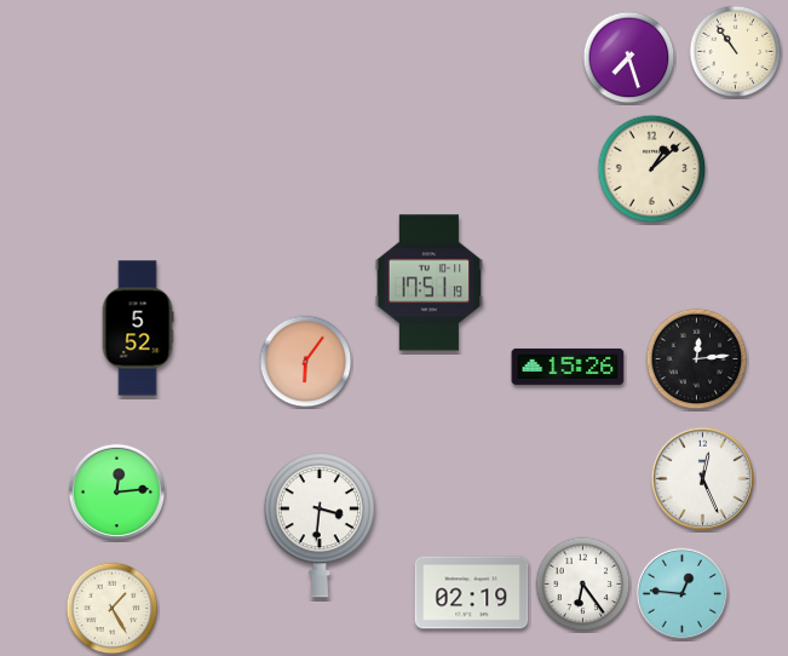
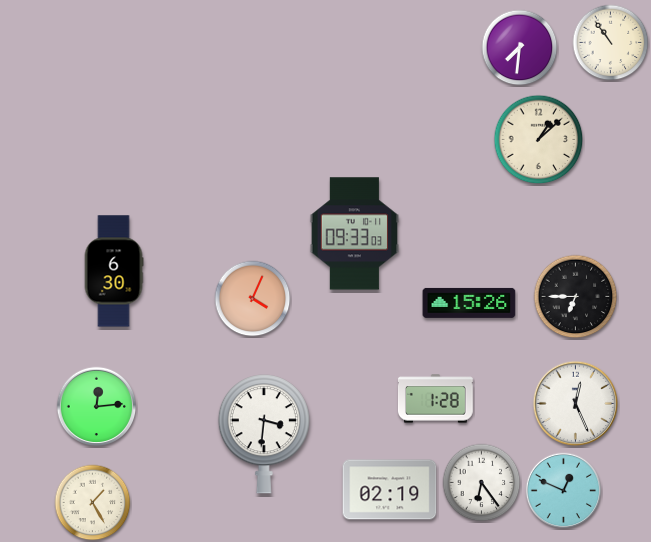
clock at (736, 52) position: (736, 52) -> (611, 43)
clock at (629, 58): 7:27 -> 7:31
clock at (430, 283): 17:51 -> 09:33
clock at (138, 328): 5:52 -> 6:30
clock at (697, 359): 12:14 -> 6:45
clock at (306, 362): 6:06 -> 4:04
clock at (703, 479) position: (703, 479) -> (576, 404)
clock at (435, 399): none -> 1:28
clock at (681, 593): 12:46 -> 12:49
